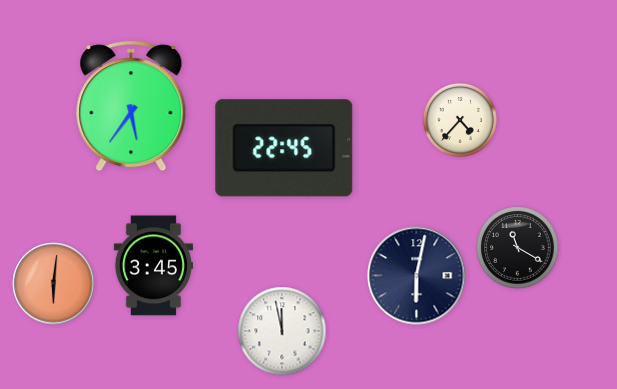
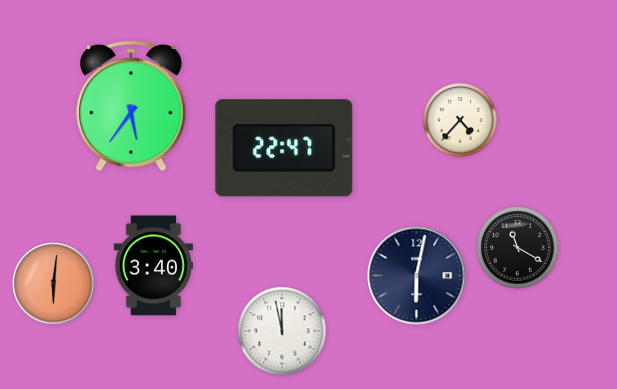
clock at (284, 148): 22:45 -> 22:47
clock at (153, 266): 3:45 -> 3:40
